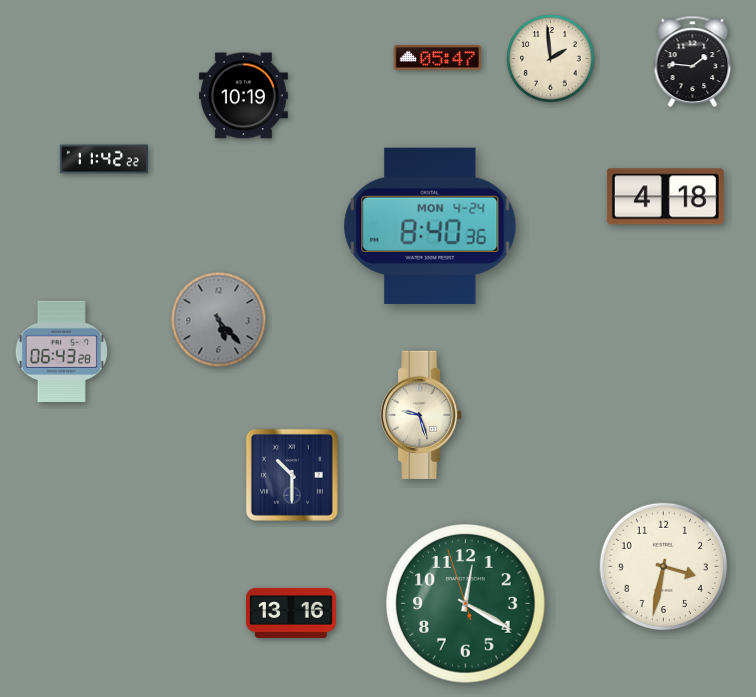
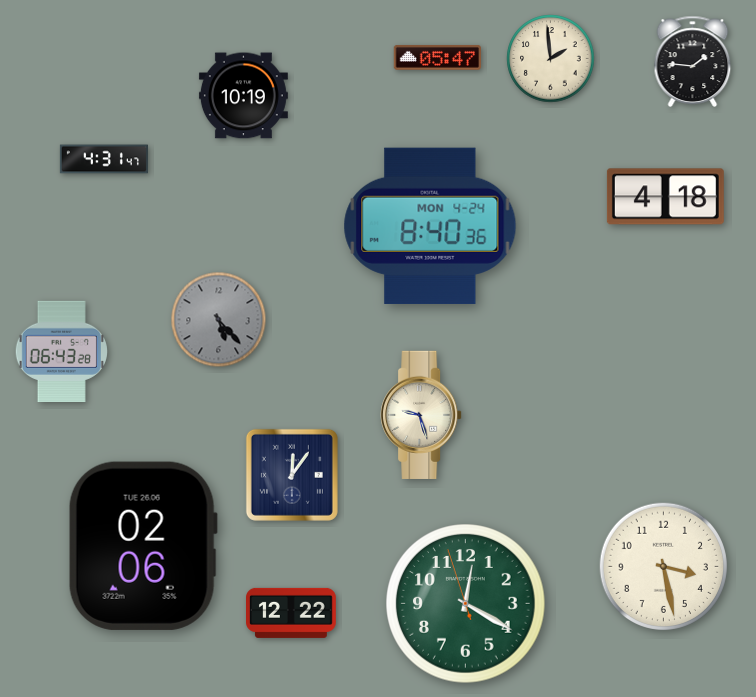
clock at (104, 159): 11:42 -> 4:31
clock at (292, 475): 10:30 -> 12:06
clock at (143, 546): none -> 02:06
clock at (663, 566): 3:32 -> 3:28
clock at (292, 613): 13:16 -> 12:22
